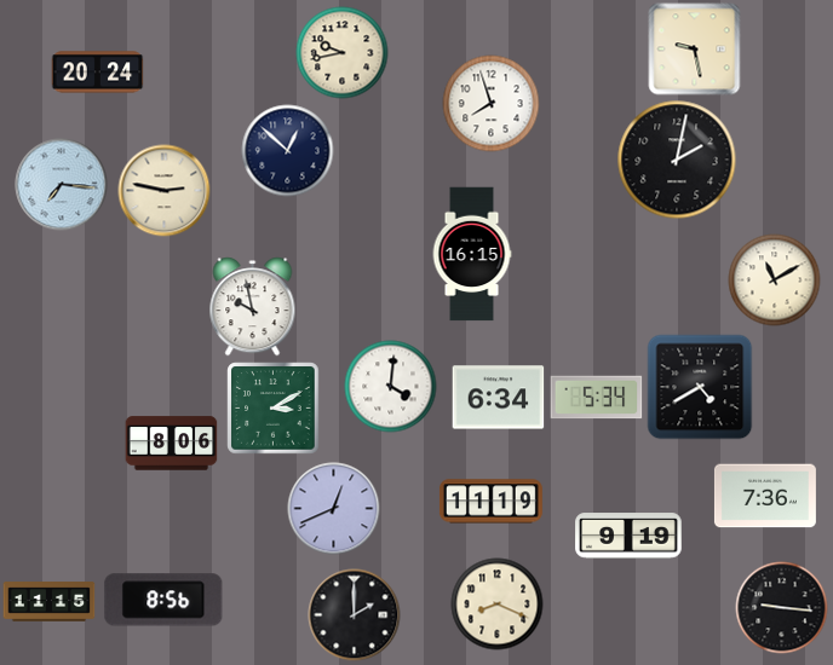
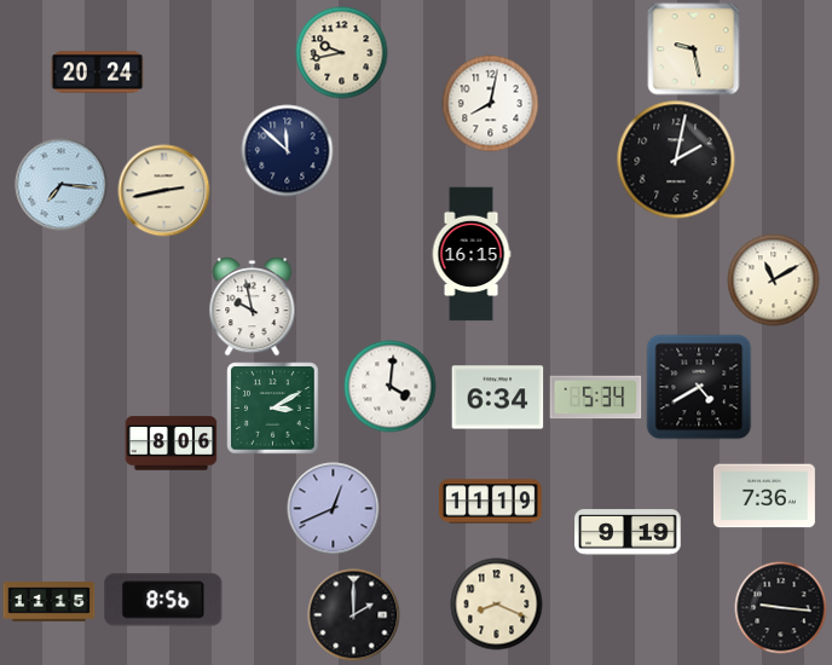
clock at (492, 104): 7:57 -> 8:02
clock at (288, 151): 12:52 -> 11:52
clock at (165, 191): 2:47 -> 2:43
clock at (628, 536) position: (628, 536) -> (628, 532)
